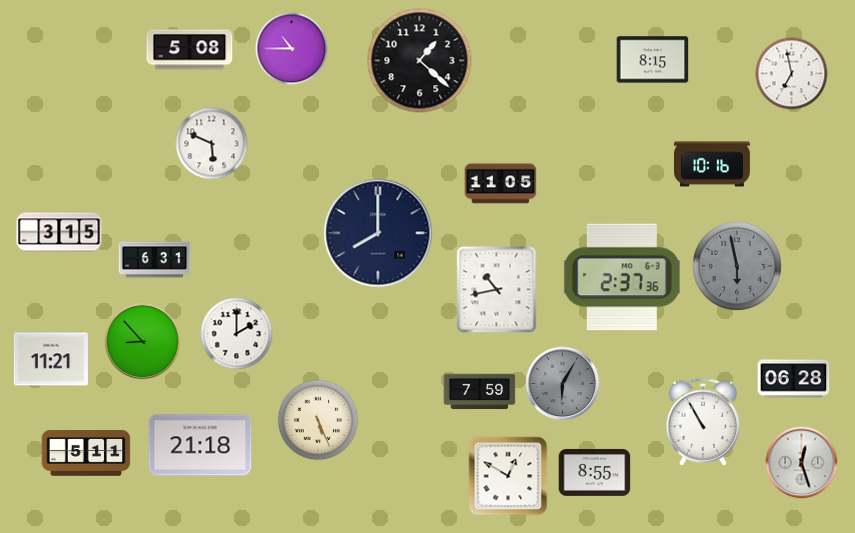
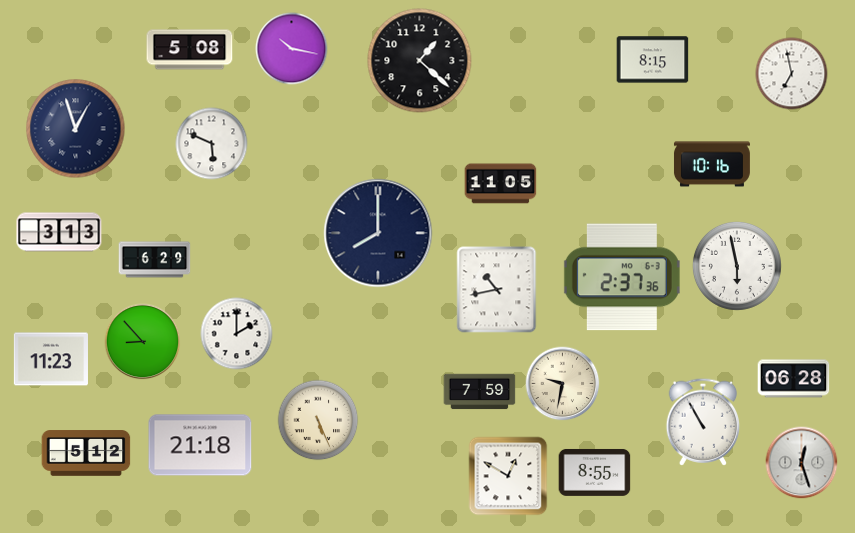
clock at (292, 49): 10:45 -> 10:17
clock at (76, 129): none -> 12:57
clock at (59, 232): 3:15 -> 3:13
clock at (155, 260): 6:31 -> 6:29
clock at (737, 266) dial: grey -> white
clock at (51, 359): 11:21 -> 11:23
clock at (563, 384): 6:05 -> 9:32
clock at (563, 384) dial: grey -> cream
clock at (86, 453): 5:11 -> 5:12
